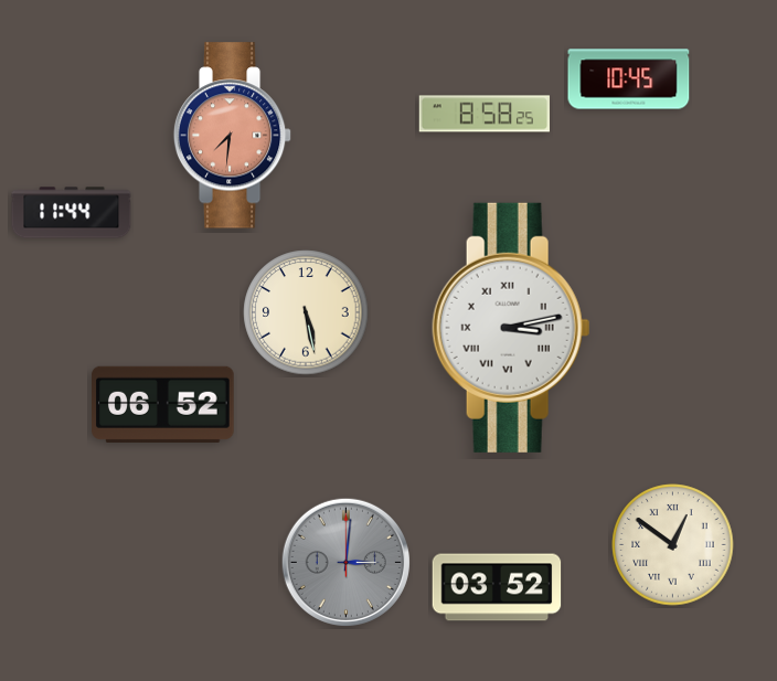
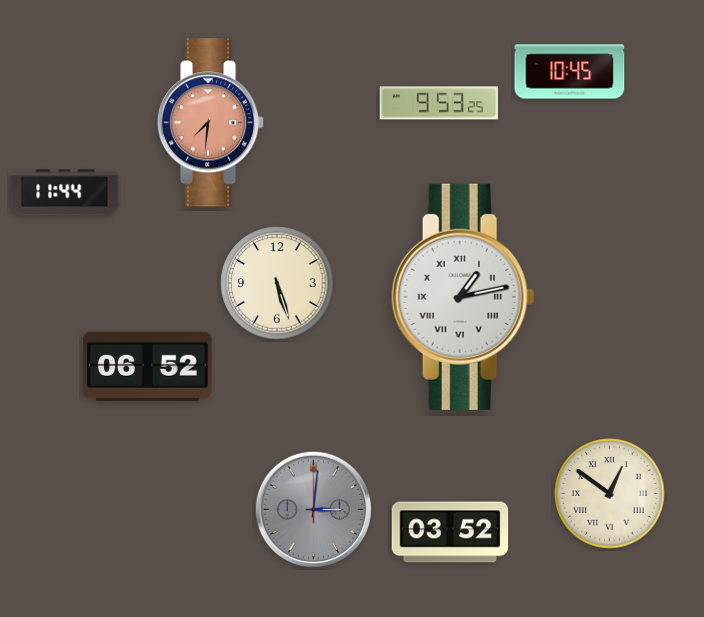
clock at (483, 114): 8:58 -> 9:53
clock at (306, 312): 5:28 -> 5:27
clock at (511, 328): 3:13 -> 1:13
